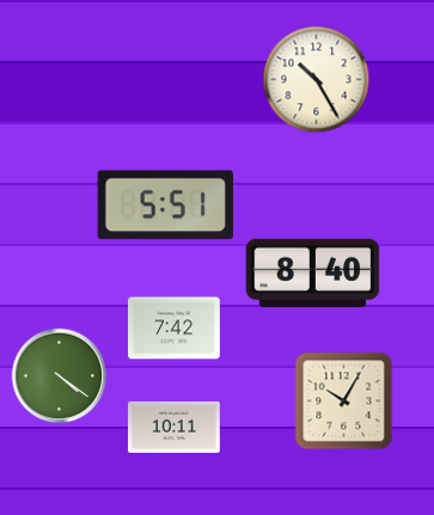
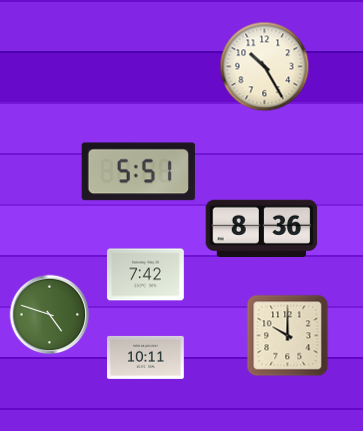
clock at (313, 272): 8:40 -> 8:36
clock at (59, 375): 4:21 -> 4:48
clock at (343, 400): 10:05 -> 10:00
